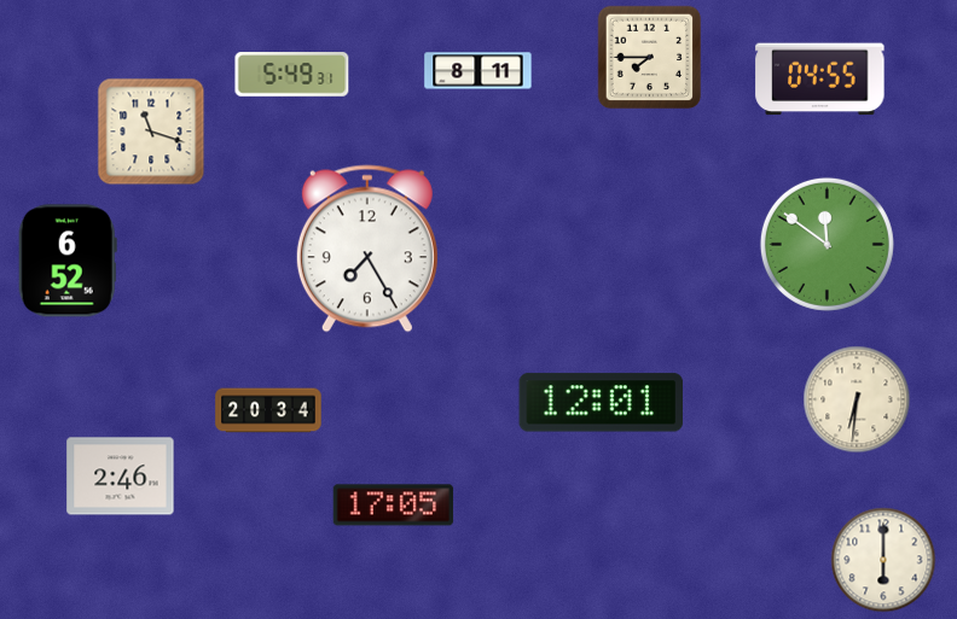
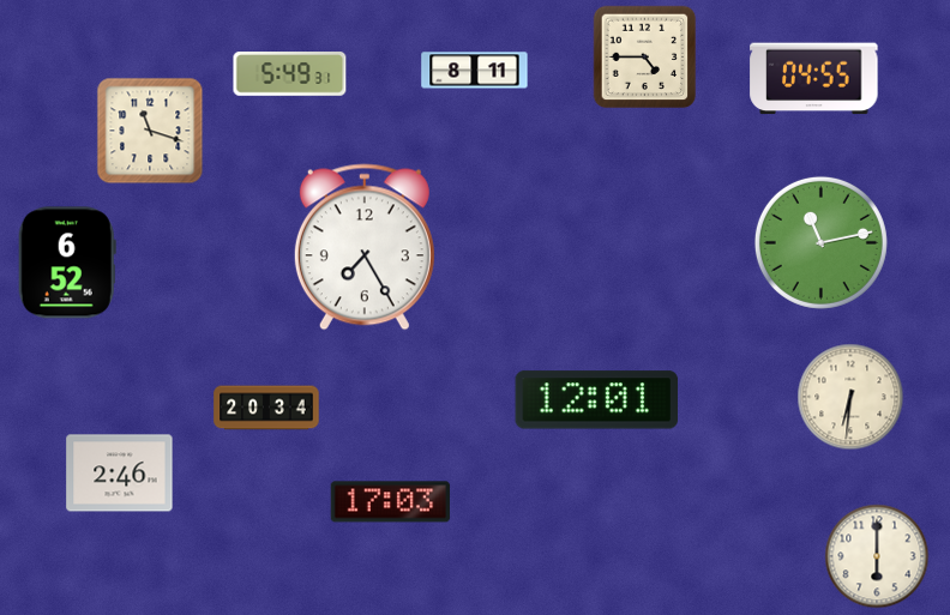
clock at (650, 58): 7:45 -> 4:45
clock at (826, 244): 11:51 -> 11:13
clock at (68, 261) position: (68, 261) -> (67, 263)
clock at (394, 506): 17:05 -> 17:03
